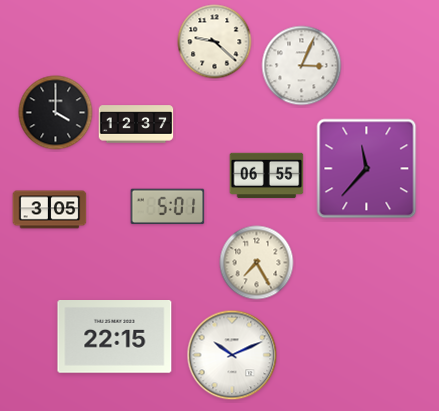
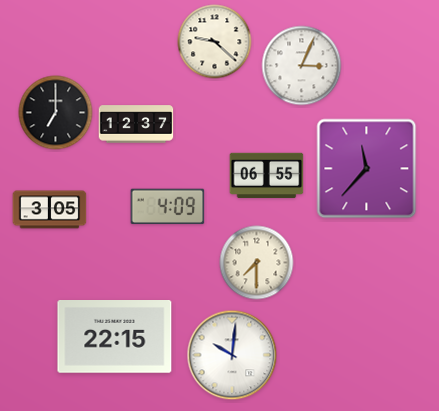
clock at (56, 113): 4:00 -> 7:00
clock at (168, 207): 5:01 -> 4:09
clock at (257, 263): 7:25 -> 7:30
clock at (232, 355): 10:11 -> 10:01
